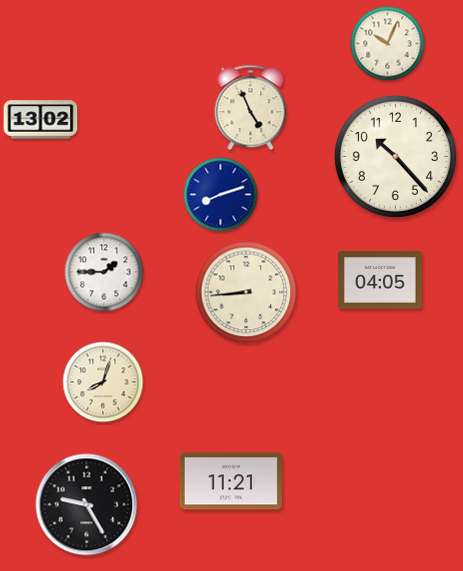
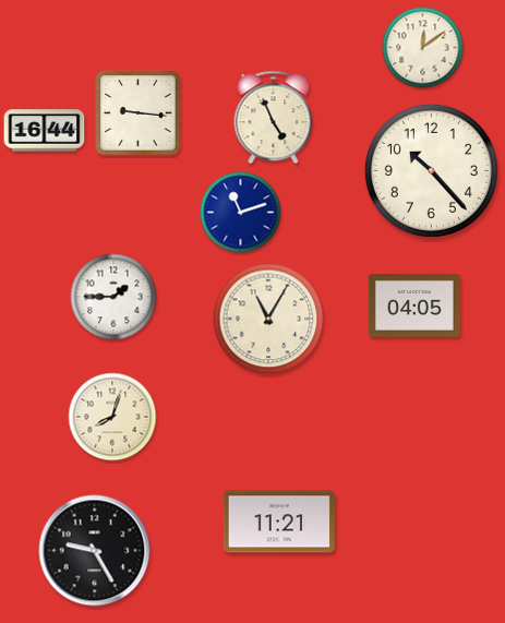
clock at (388, 44): 10:04 -> 12:09
clock at (139, 113): none -> 9:16
clock at (41, 120): 13:02 -> 16:44
clock at (221, 195): 8:12 -> 11:12
clock at (246, 292): 8:44 -> 11:05
clock at (231, 481) position: (231, 481) -> (279, 522)
